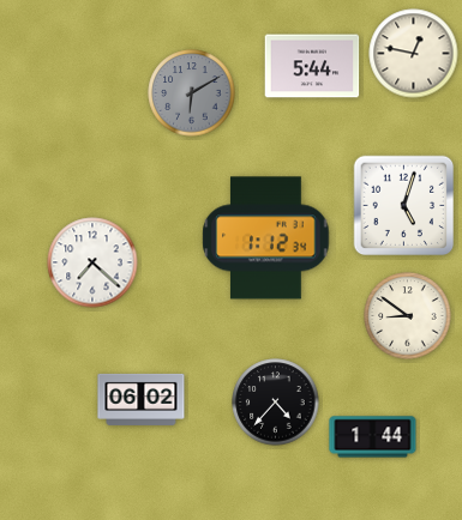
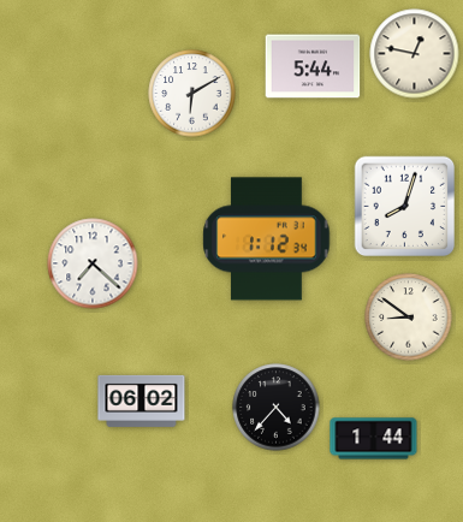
clock at (192, 93) dial: grey -> white
clock at (404, 206): 5:03 -> 8:03
clock at (276, 403) position: (276, 403) -> (277, 408)
